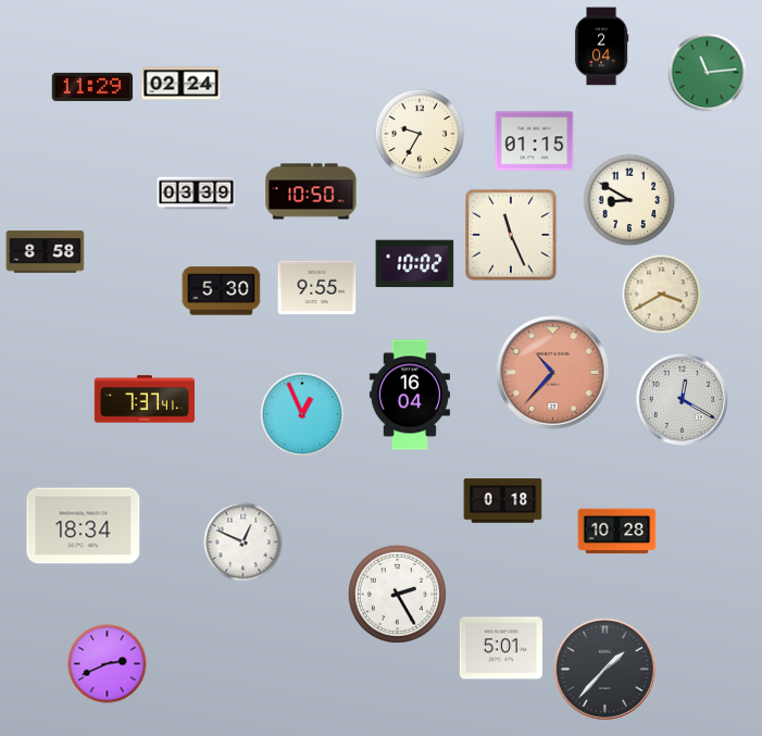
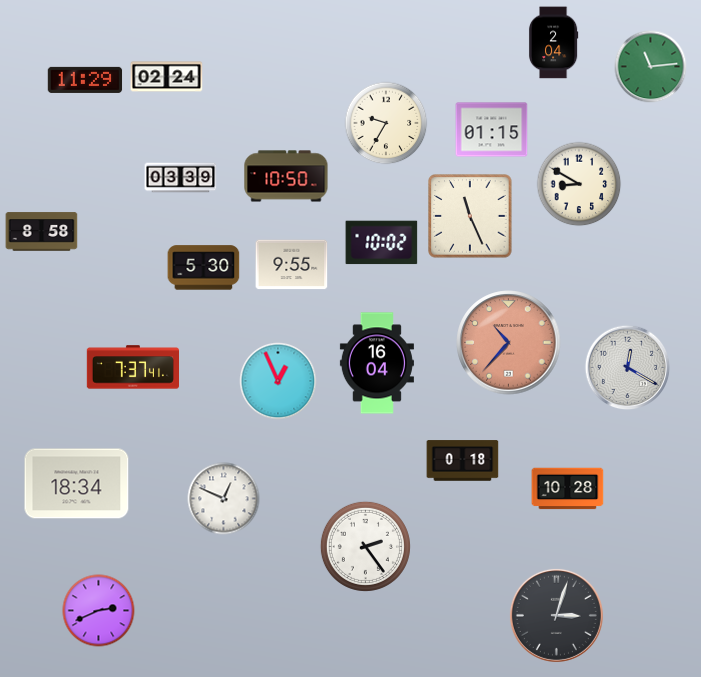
clock at (662, 295): 3:40 -> none
clock at (397, 594): 2:25 -> 2:24
clock at (501, 648): 5:01 -> none
clock at (604, 669): 1:37 -> 3:03
